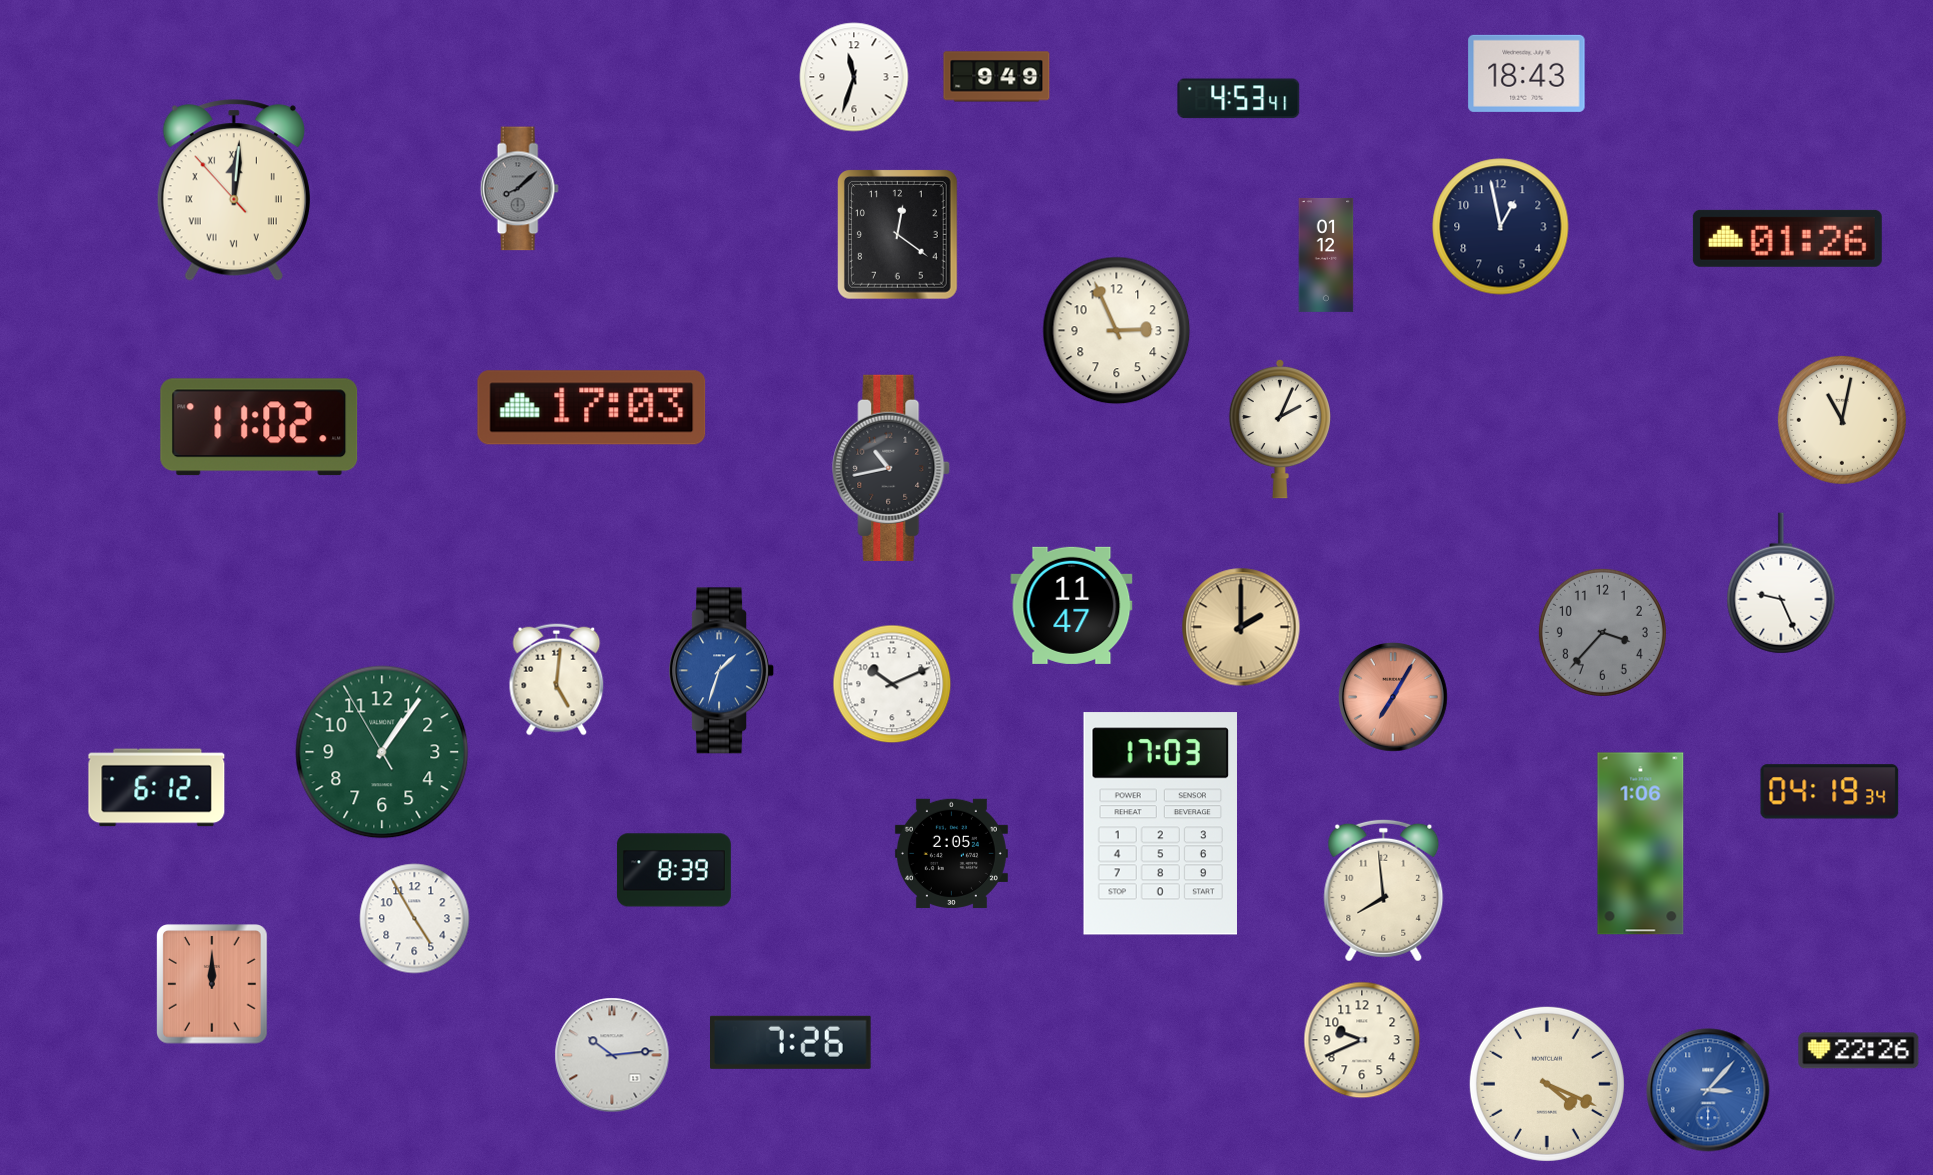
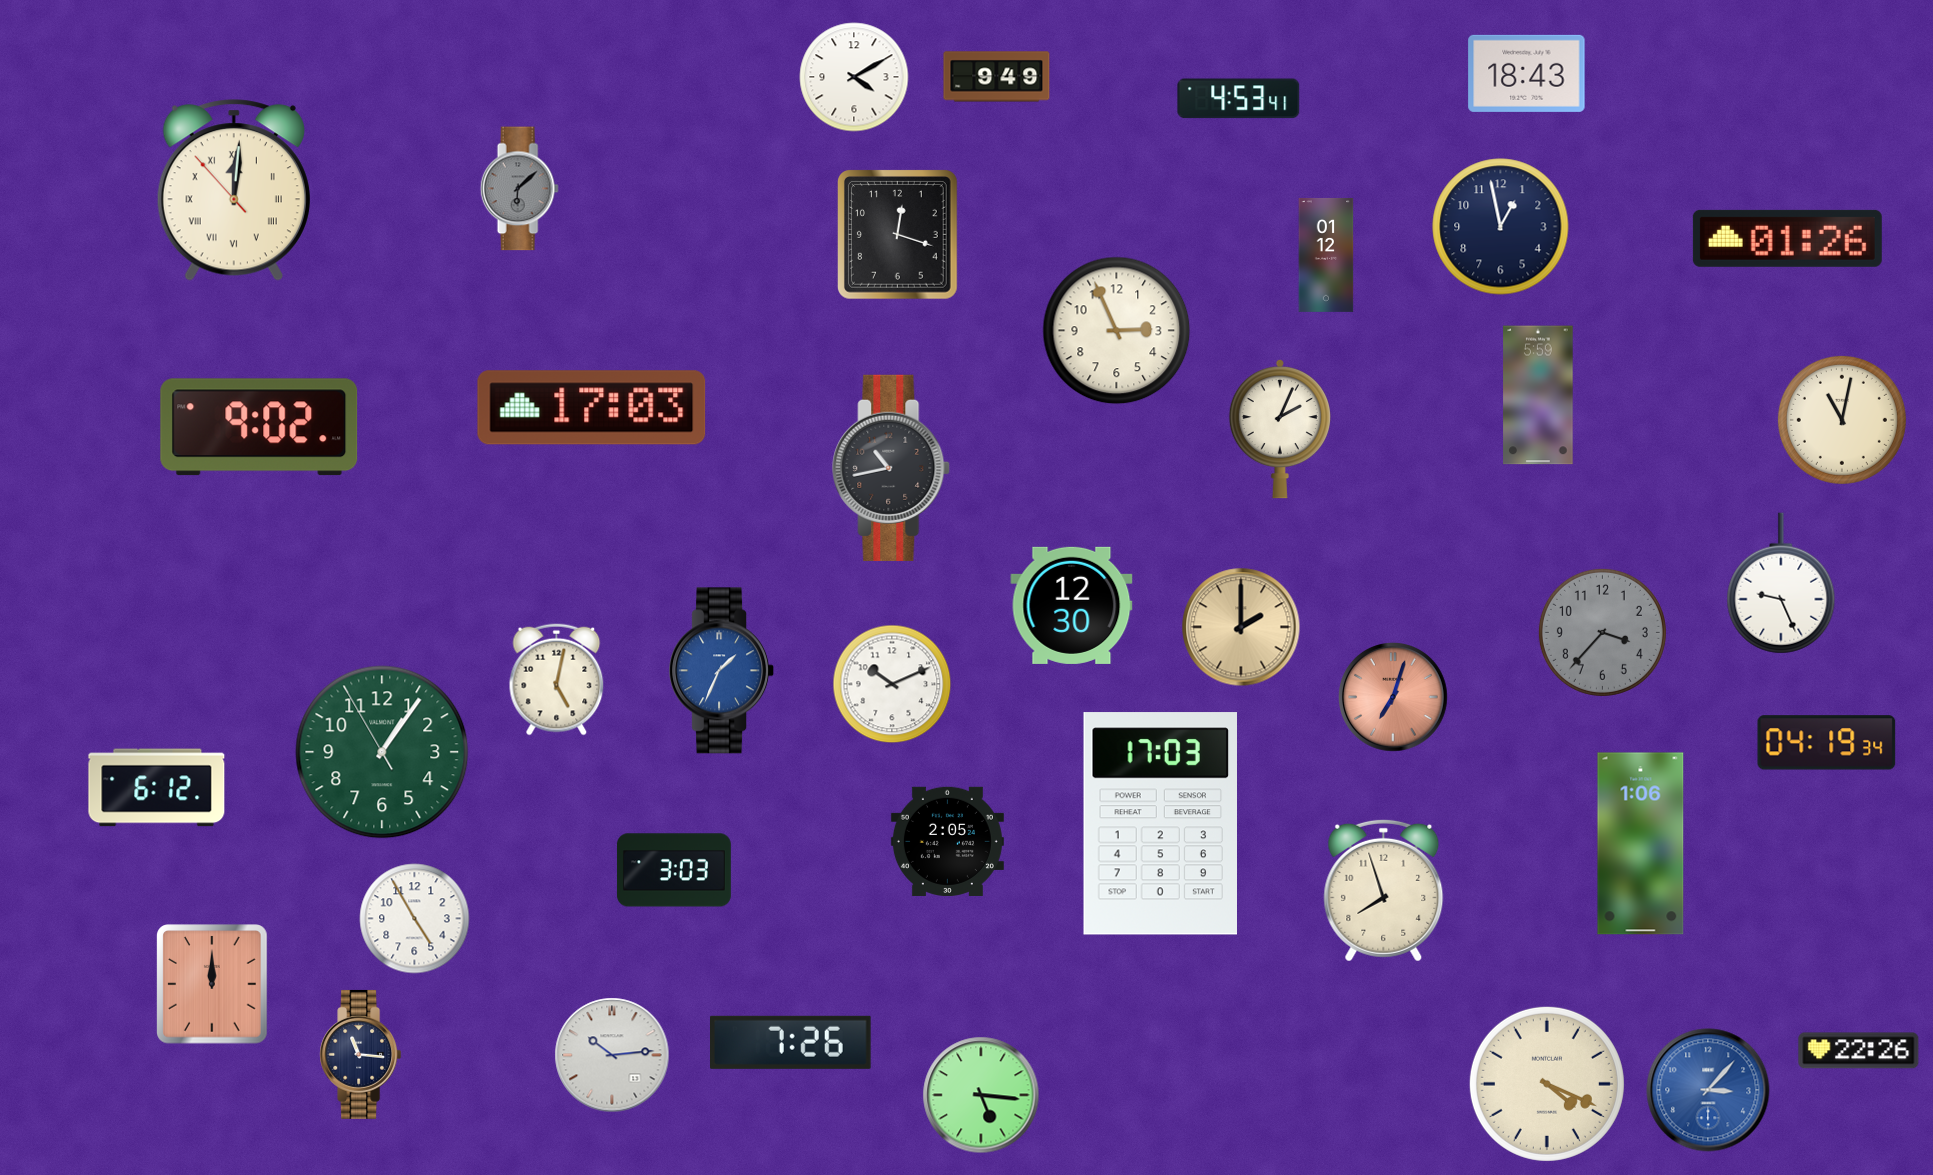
clock at (854, 77): 11:33 -> 4:10
clock at (519, 189): 8:08 -> 6:08
clock at (898, 235): 12:21 -> 12:18
clock at (1538, 395): none -> 5:59
clock at (259, 427): 11:02 -> 9:02
clock at (1072, 605): 11:47 -> 12:30
clock at (722, 671): 1:33 -> 1:34
clock at (557, 680): 5:01 -> 5:02
clock at (1394, 698): 7:05 -> 7:03
clock at (1830, 792) position: (1830, 792) -> (1827, 743)
clock at (951, 853) position: (951, 853) -> (947, 841)
clock at (674, 870): 8:39 -> 3:03
clock at (1384, 890): 7:59 -> 7:57
clock at (1362, 1040): 9:41 -> none
clock at (361, 1054): none -> 11:16
clock at (981, 1095): none -> 5:16
